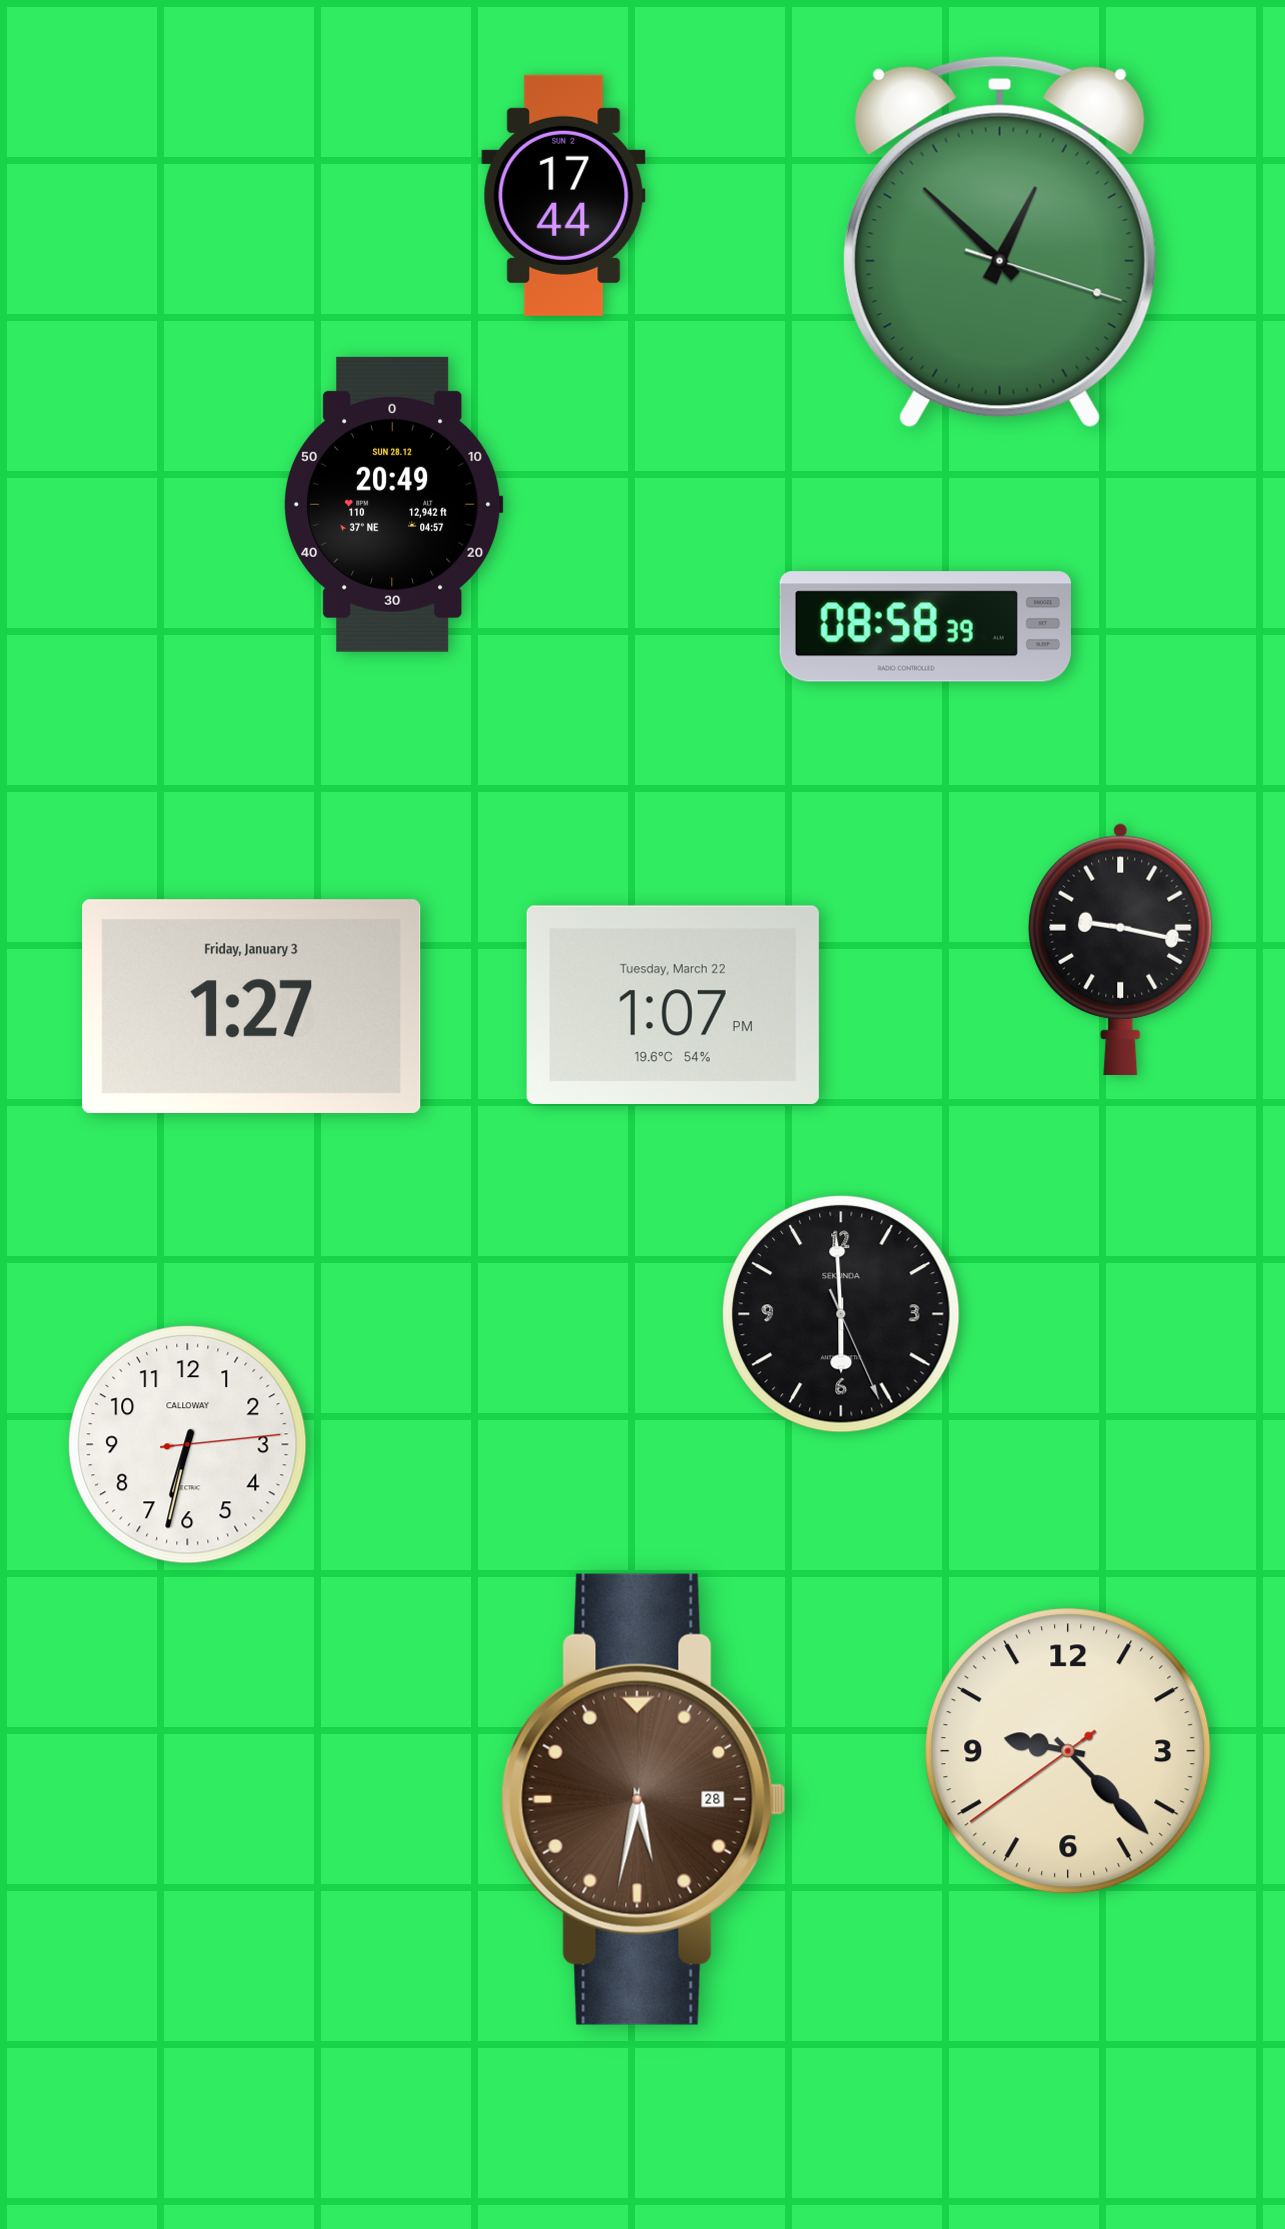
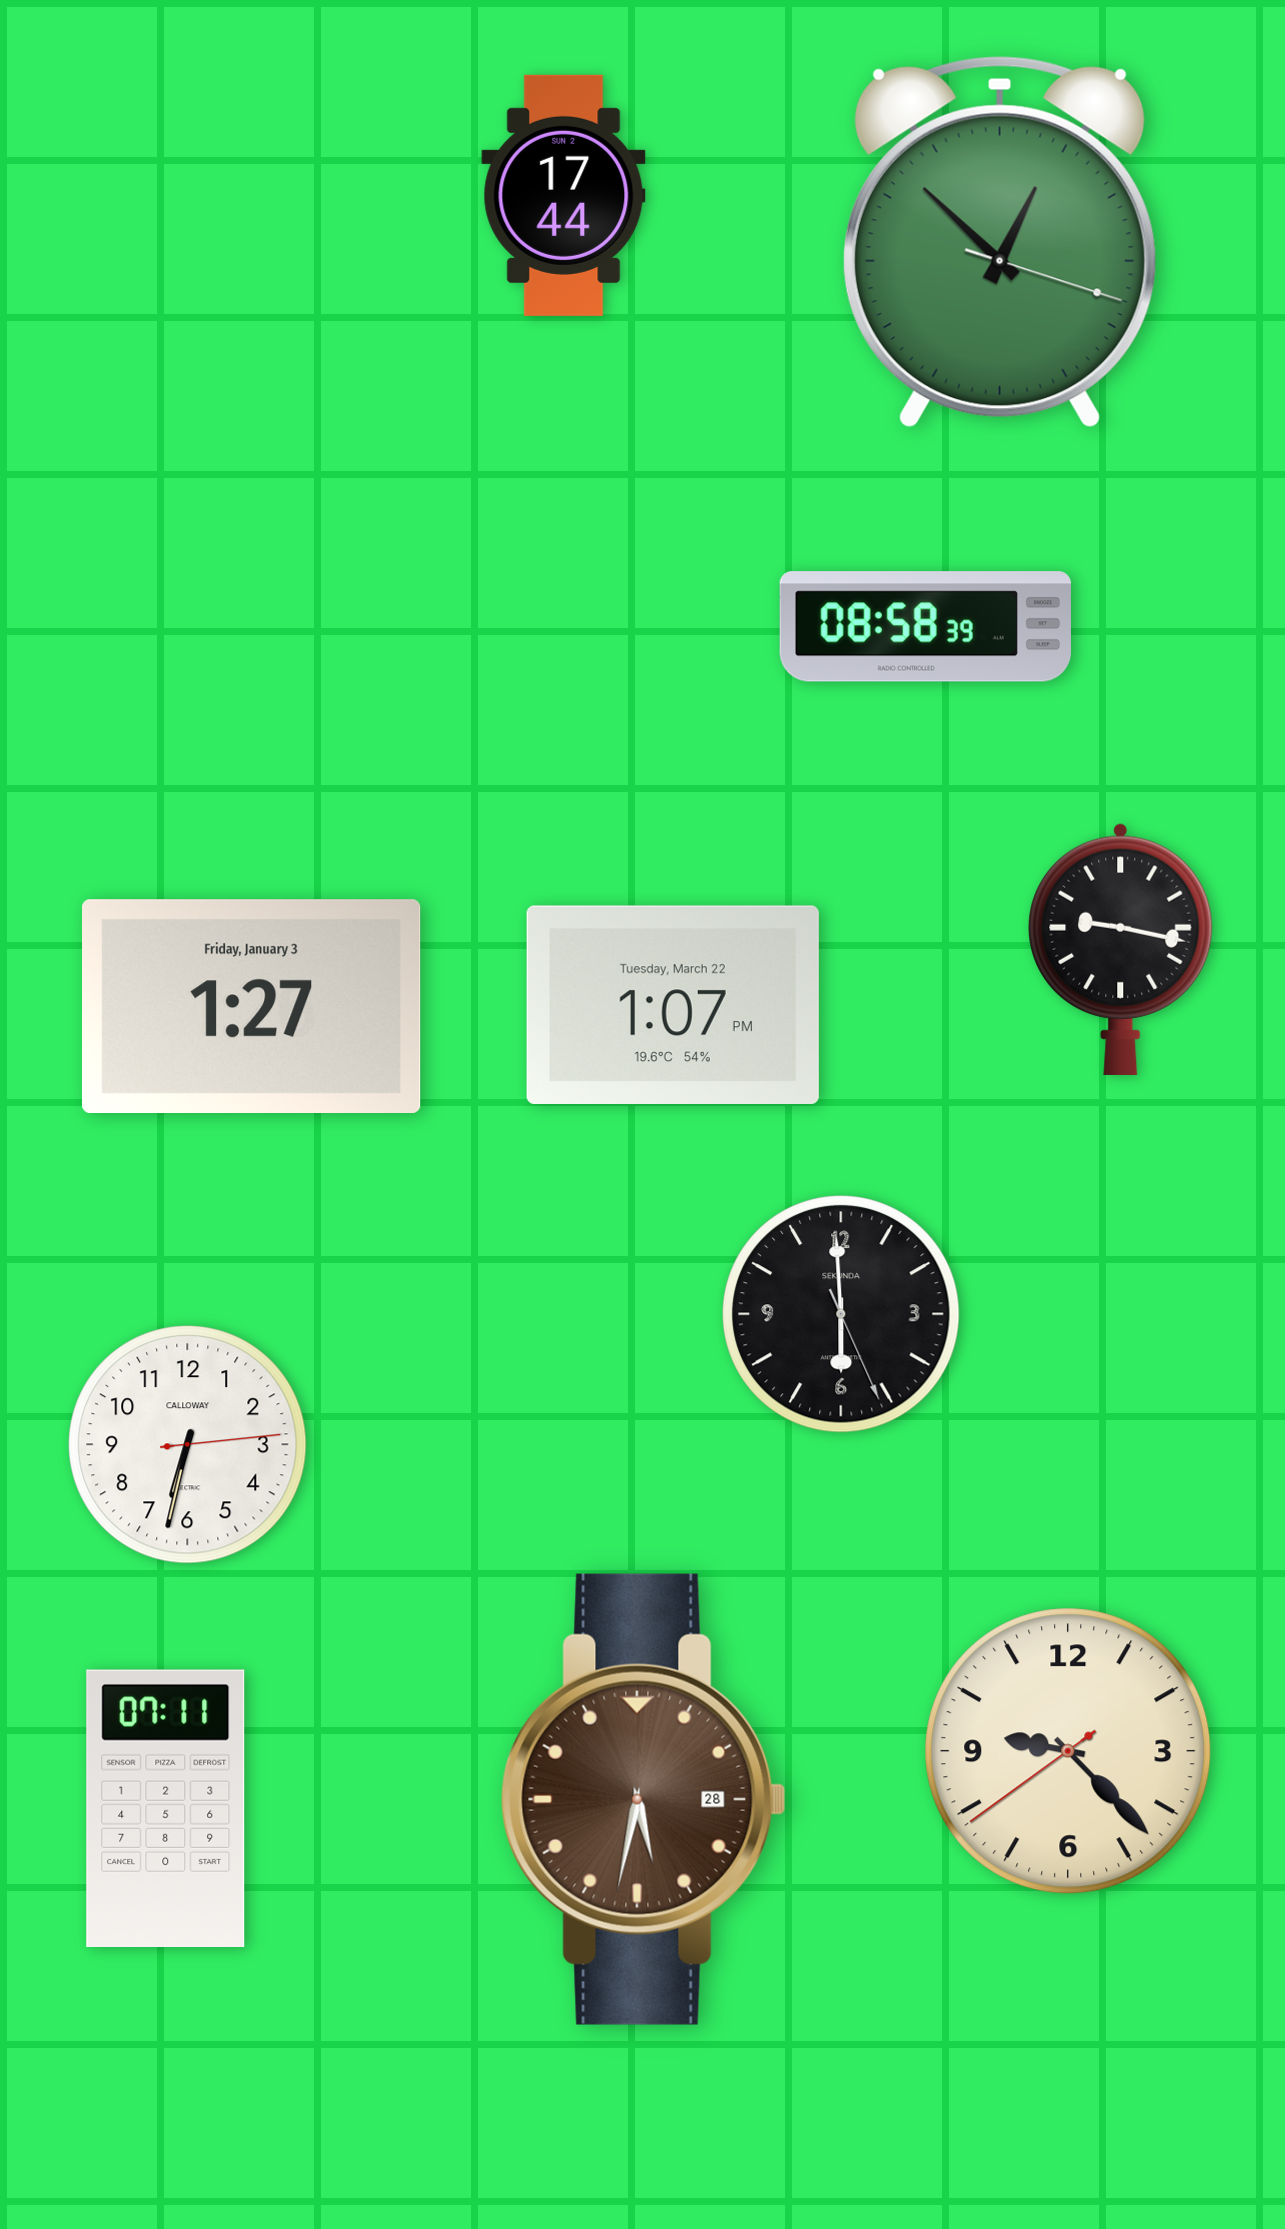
clock at (393, 504): 20:49 -> none
clock at (166, 1808): none -> 07:11
